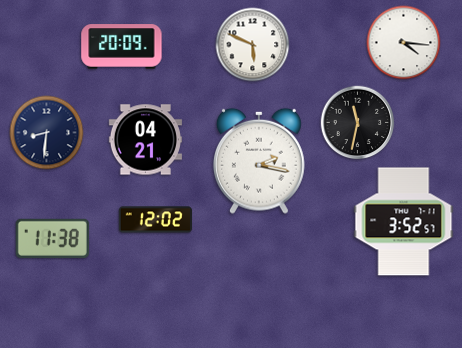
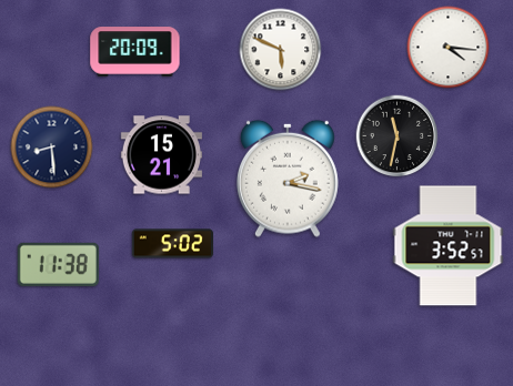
clock at (47, 133): 8:31 -> 8:29
clock at (145, 140): 04:21 -> 15:21
clock at (155, 220): 12:02 -> 5:02
